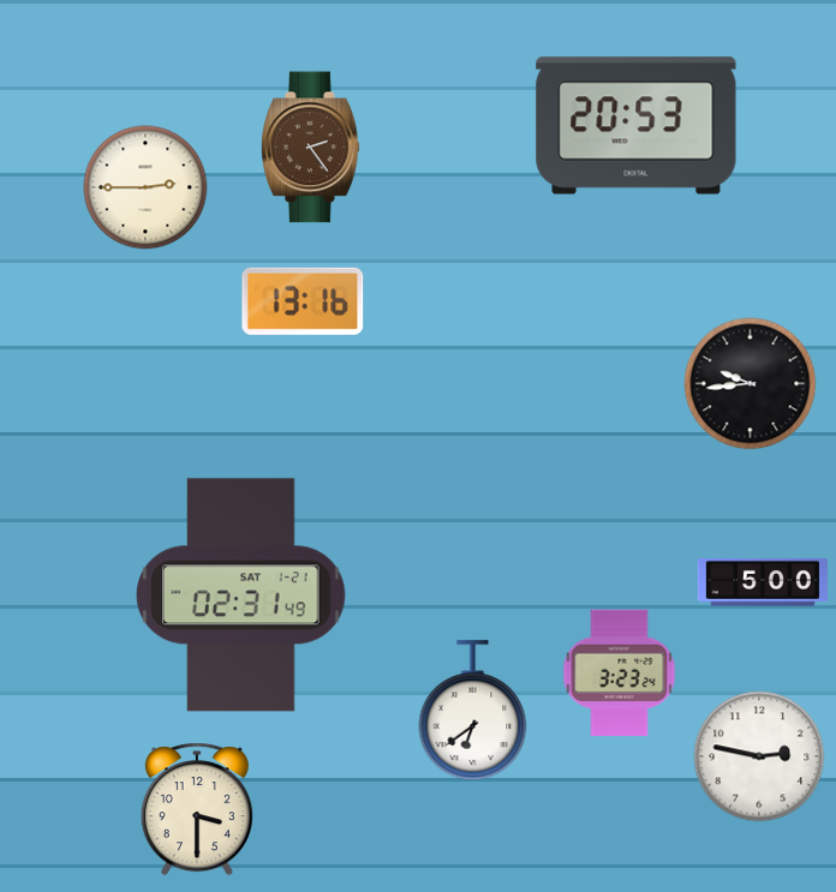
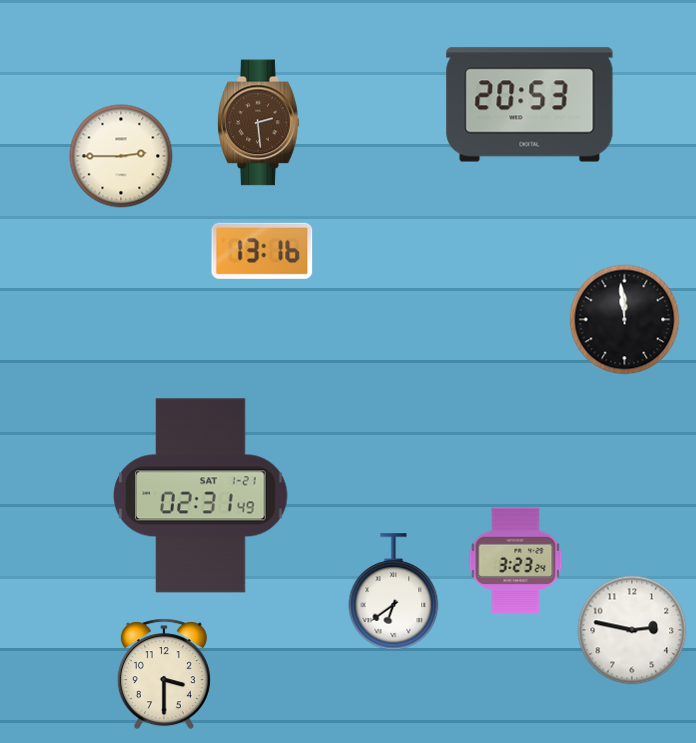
clock at (311, 148): 2:24 -> 2:29
clock at (303, 301) position: (303, 301) -> (262, 251)
clock at (751, 384): 9:44 -> 11:59
clock at (763, 582): 5:00 -> none
